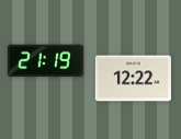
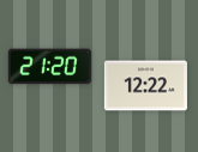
clock at (45, 61): 21:19 -> 21:20
